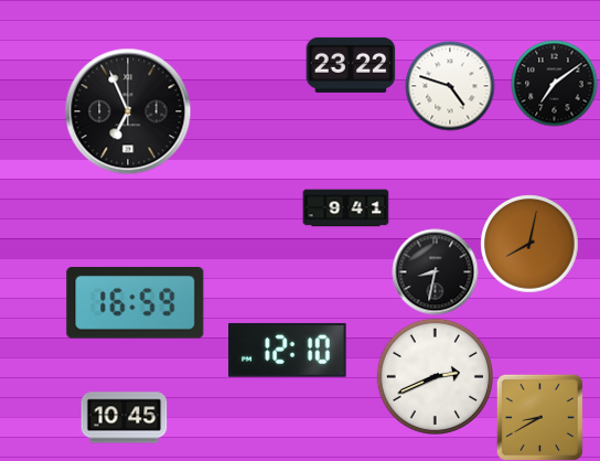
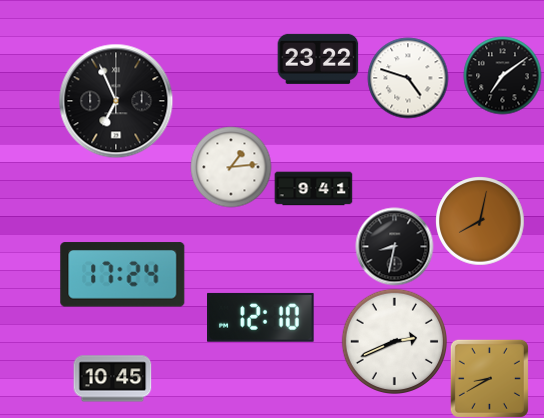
clock at (231, 167): none -> 1:14
clock at (136, 303): 16:59 -> 17:24
